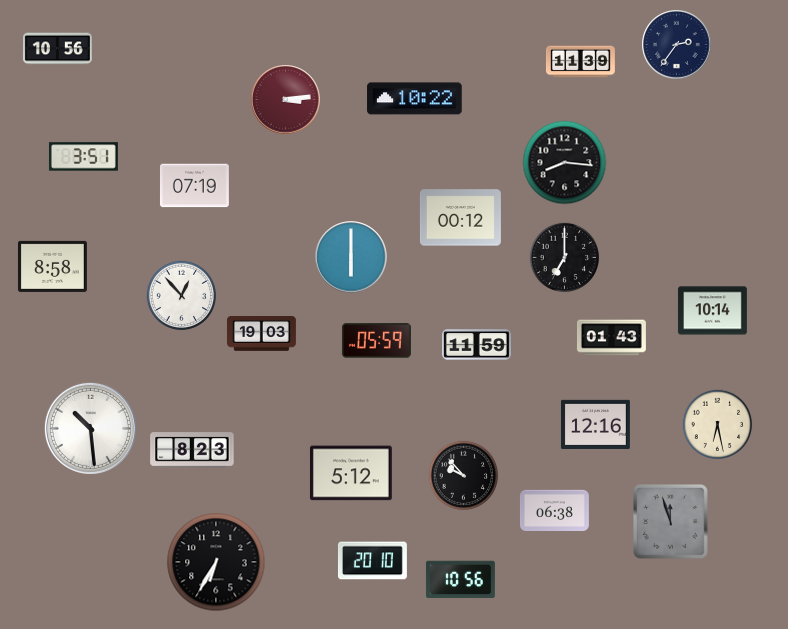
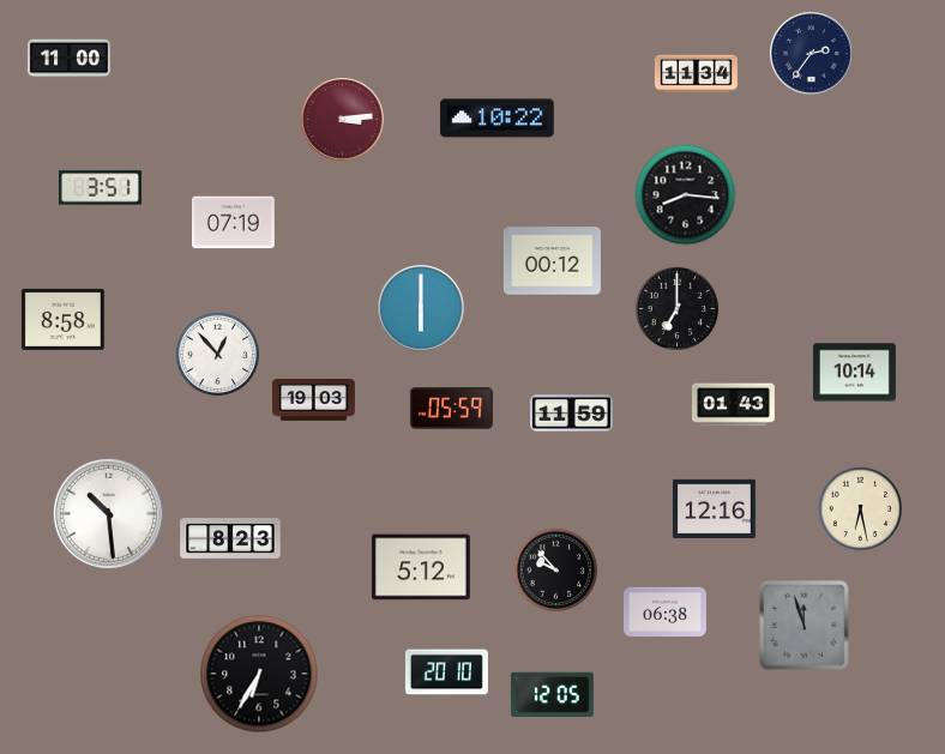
clock at (57, 49): 10:56 -> 11:00
clock at (580, 62): 11:39 -> 11:34
clock at (565, 163) position: (565, 163) -> (686, 195)
clock at (460, 580): 10:56 -> 12:05
